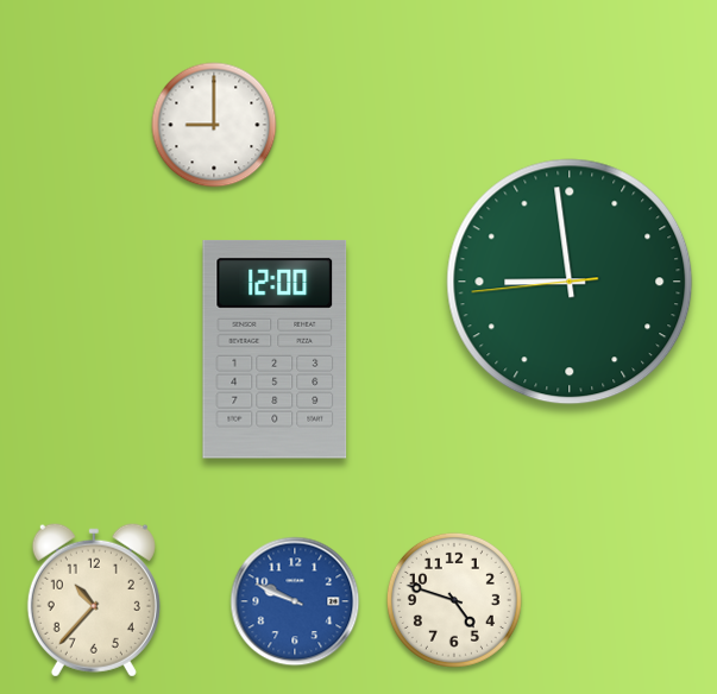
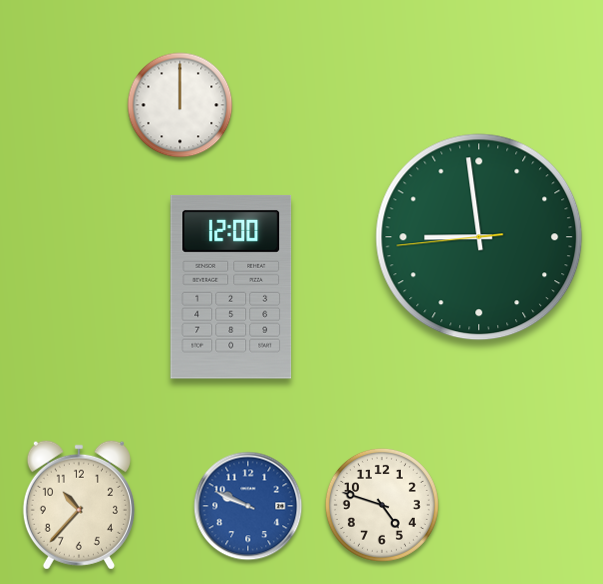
clock at (214, 125): 9:00 -> 12:00
clock at (275, 349) position: (275, 349) -> (231, 287)
